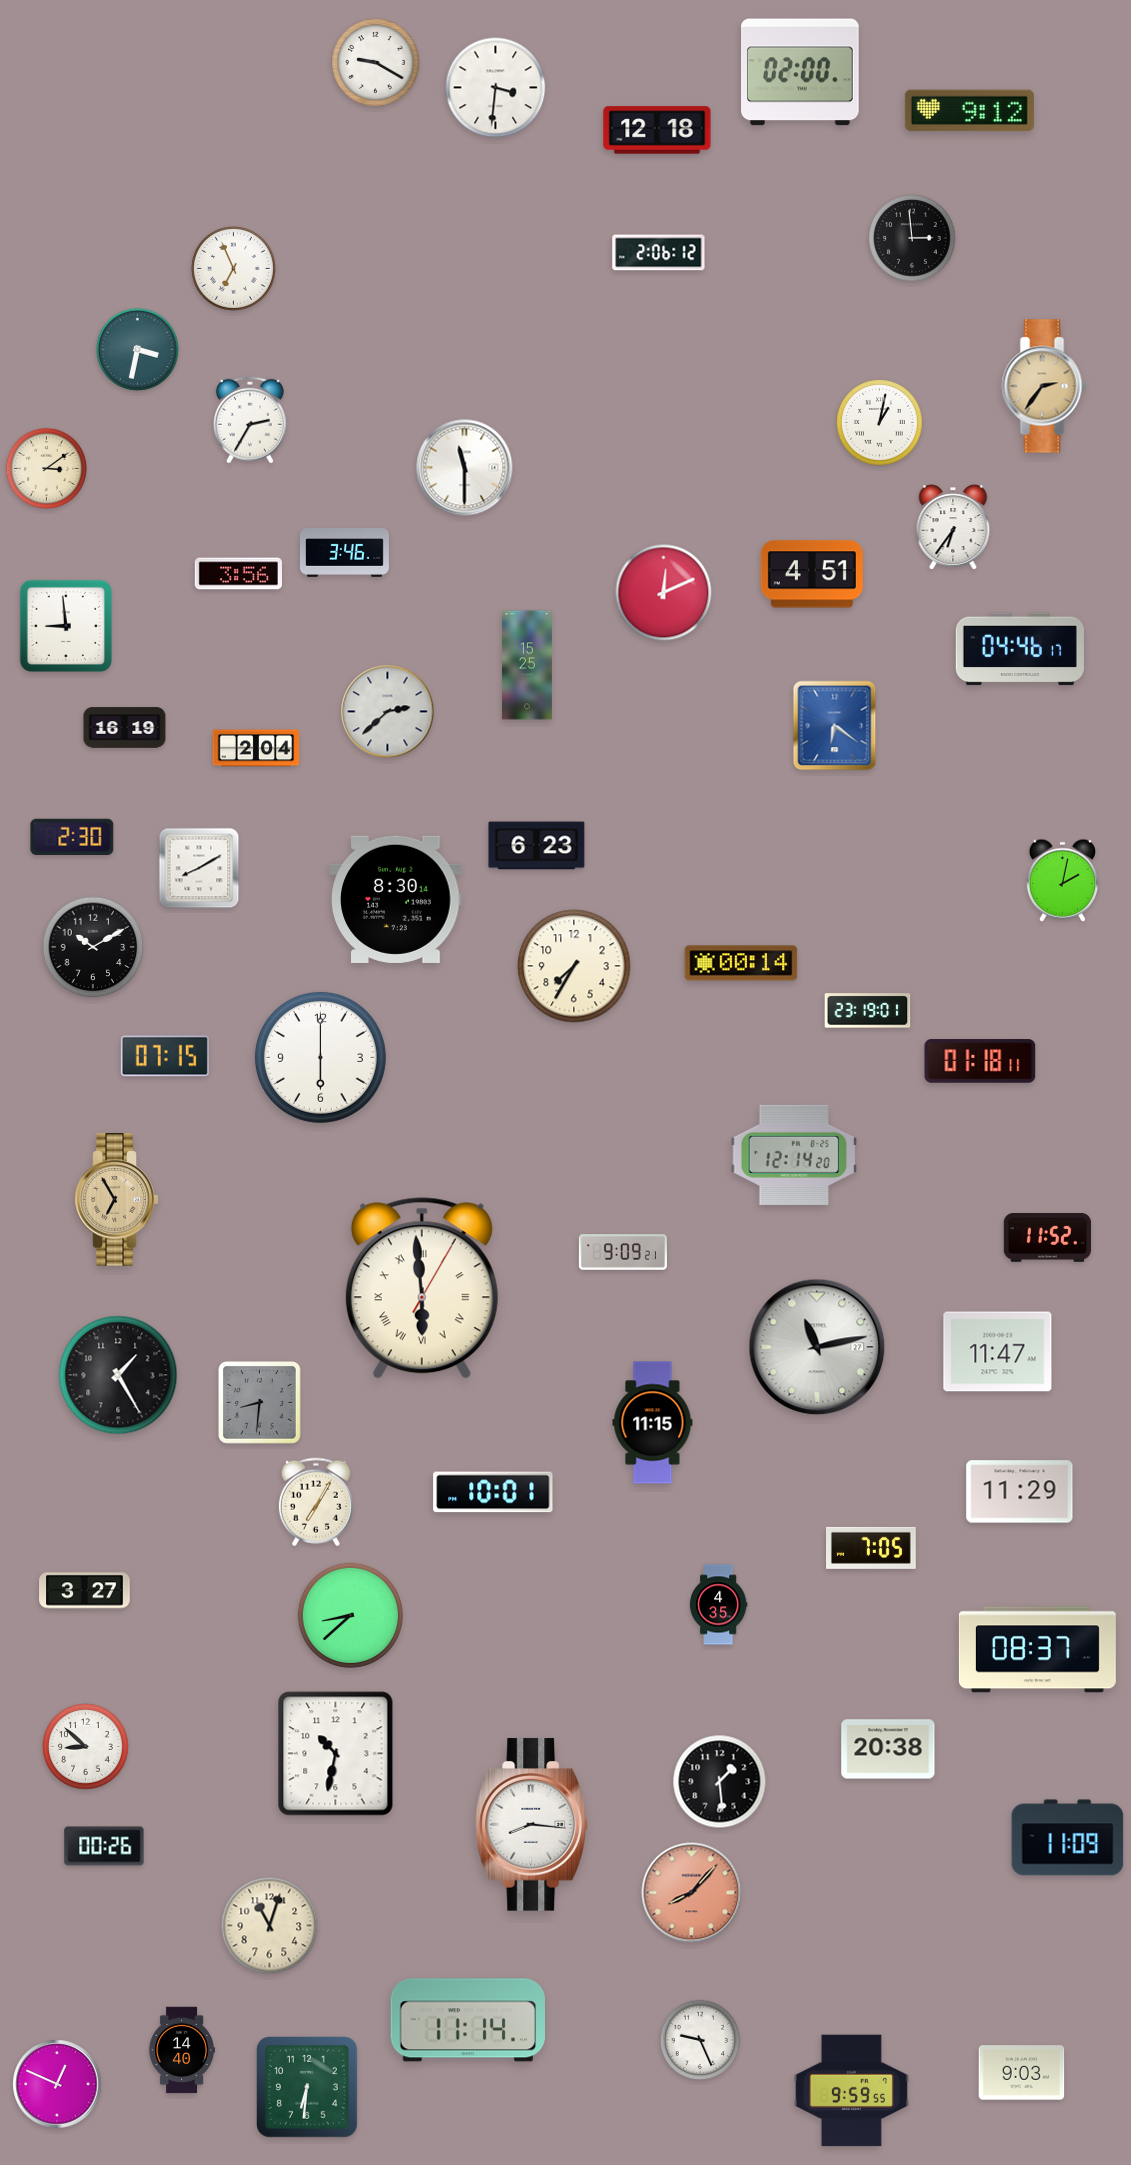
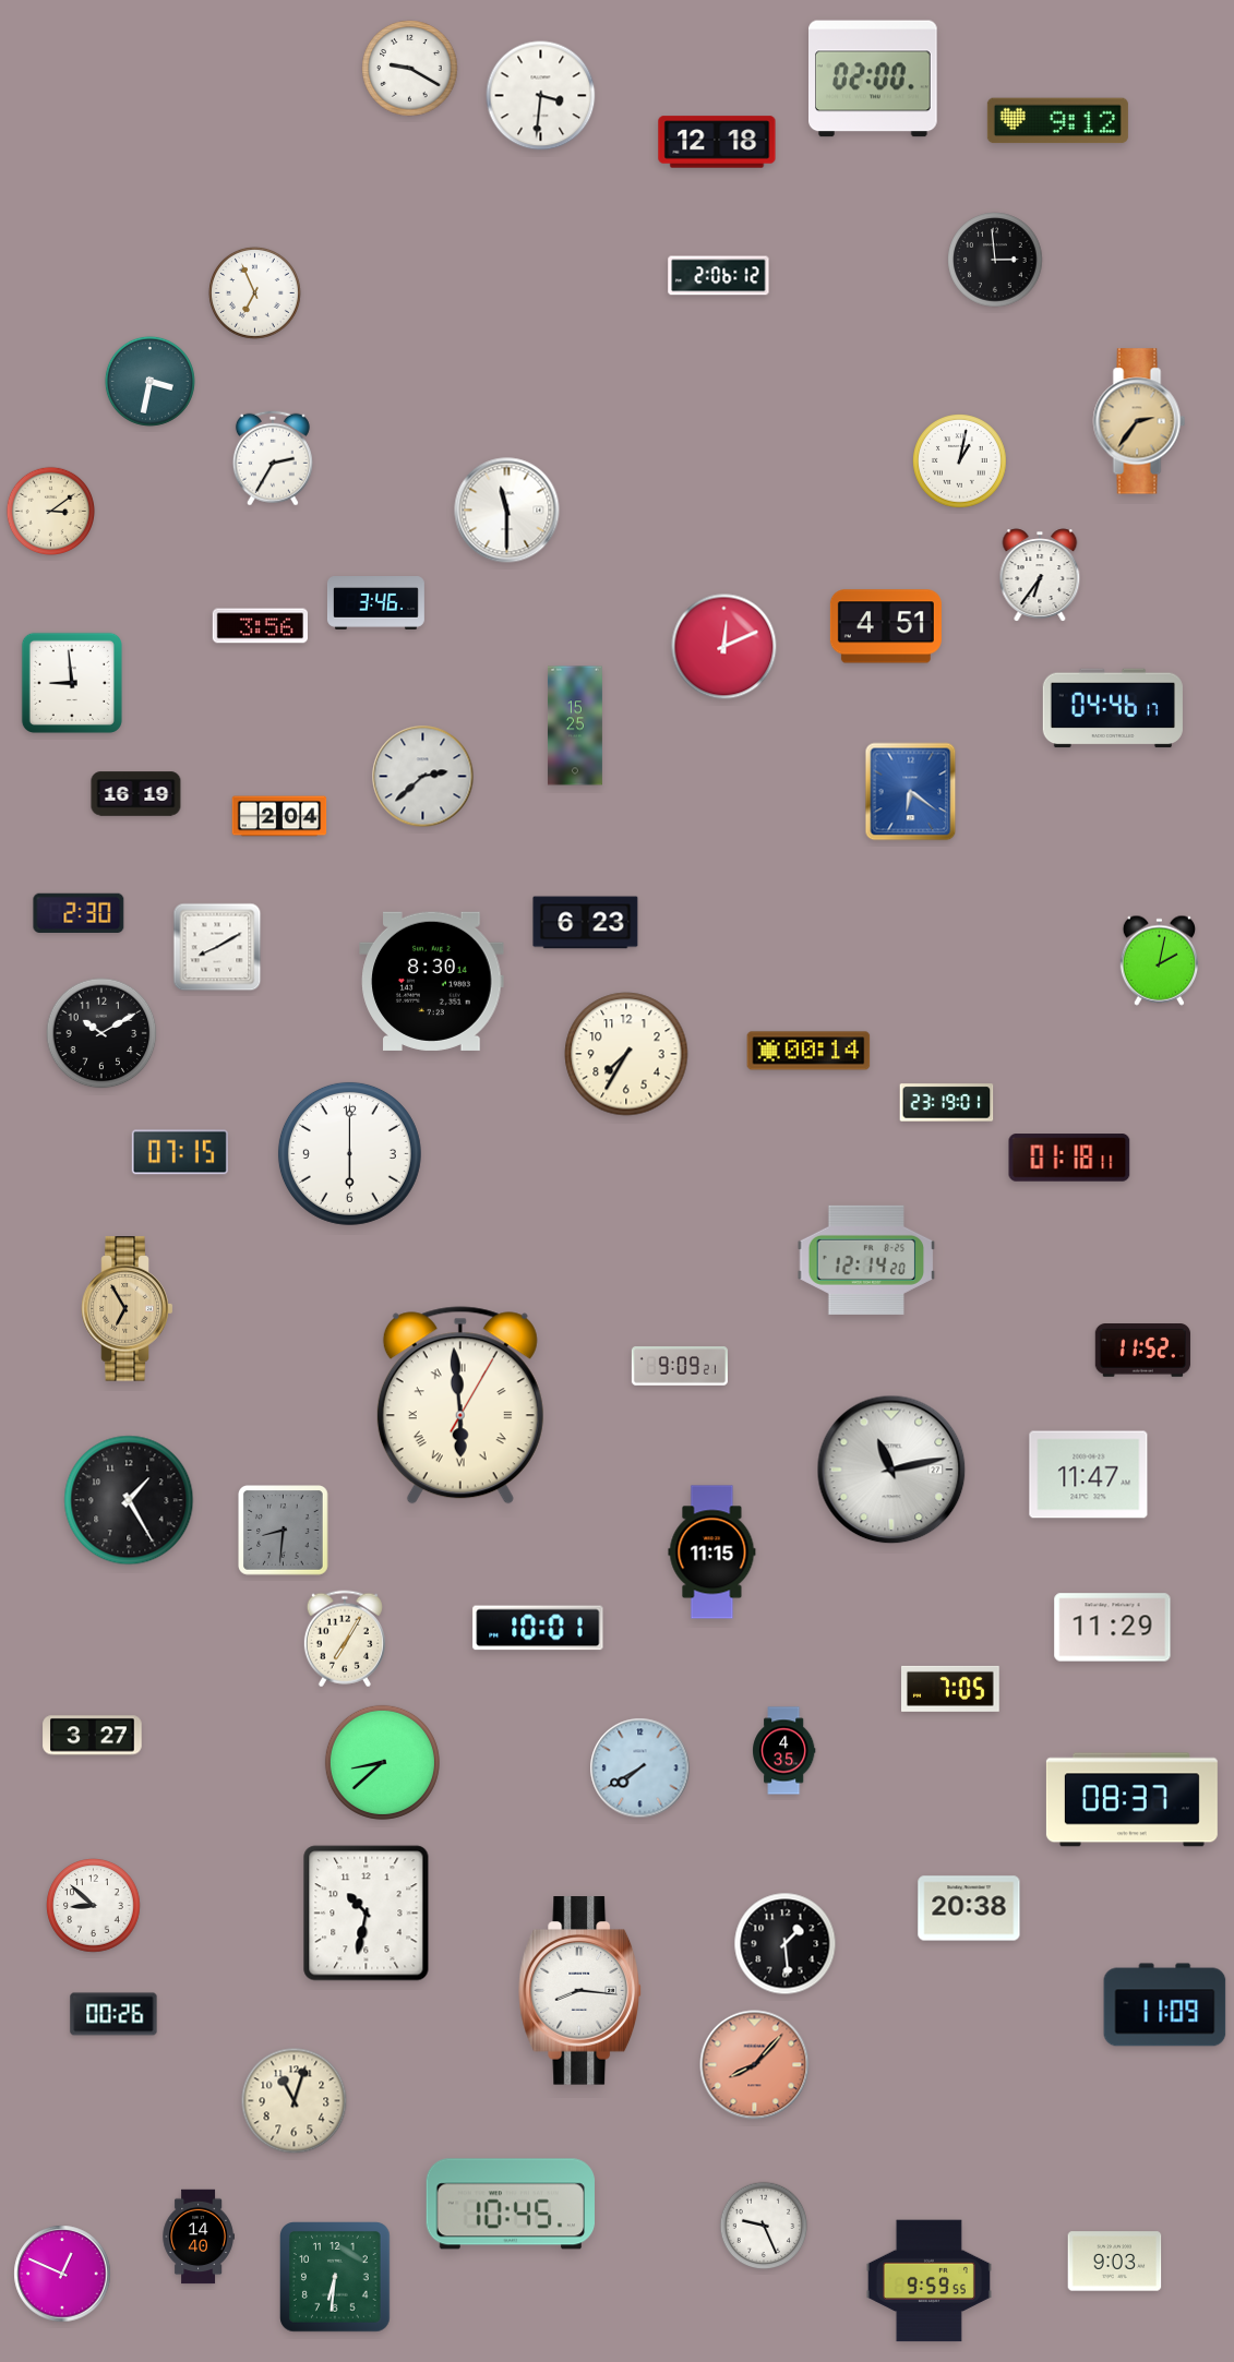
clock at (640, 1768): none -> 7:40
clock at (467, 2020): 11:14 -> 10:45
